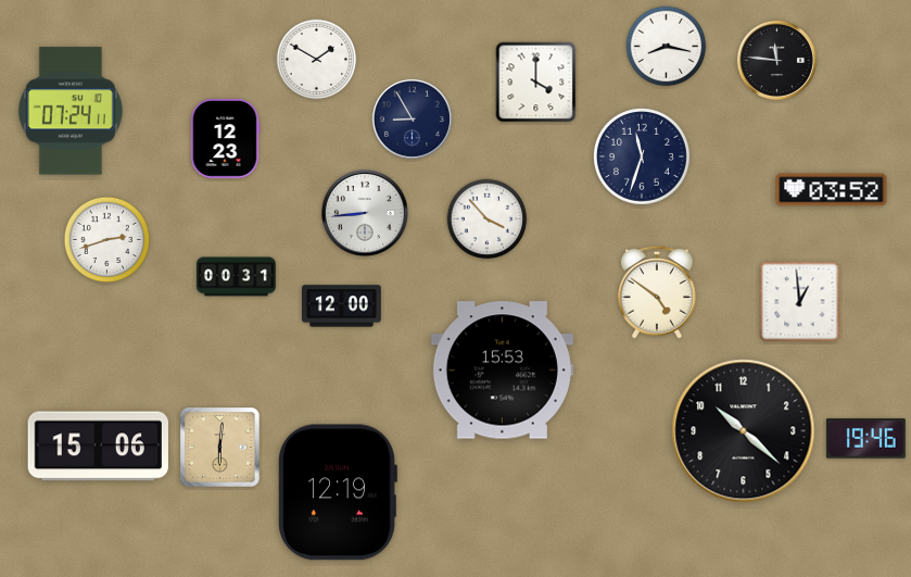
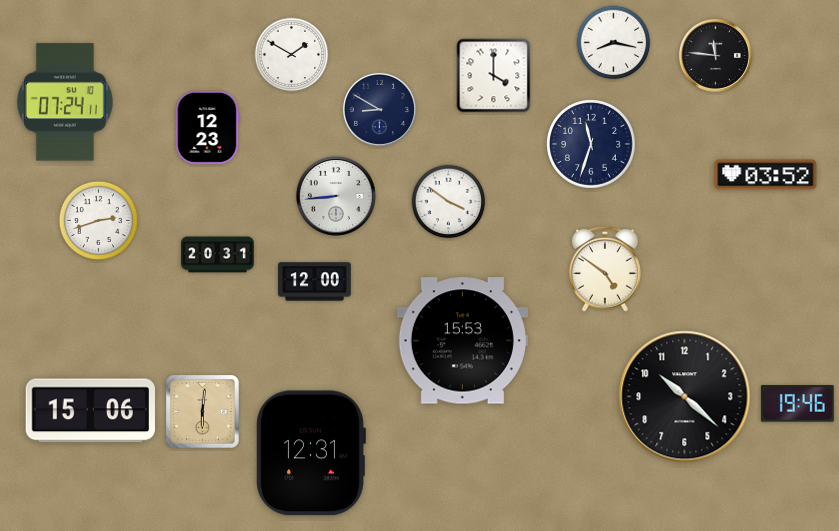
clock at (412, 118): 8:55 -> 8:50
clock at (488, 219): 3:53 -> 3:51
clock at (237, 277): 00:31 -> 20:31
clock at (800, 302): 12:59 -> none
clock at (338, 492): 12:19 -> 12:31
